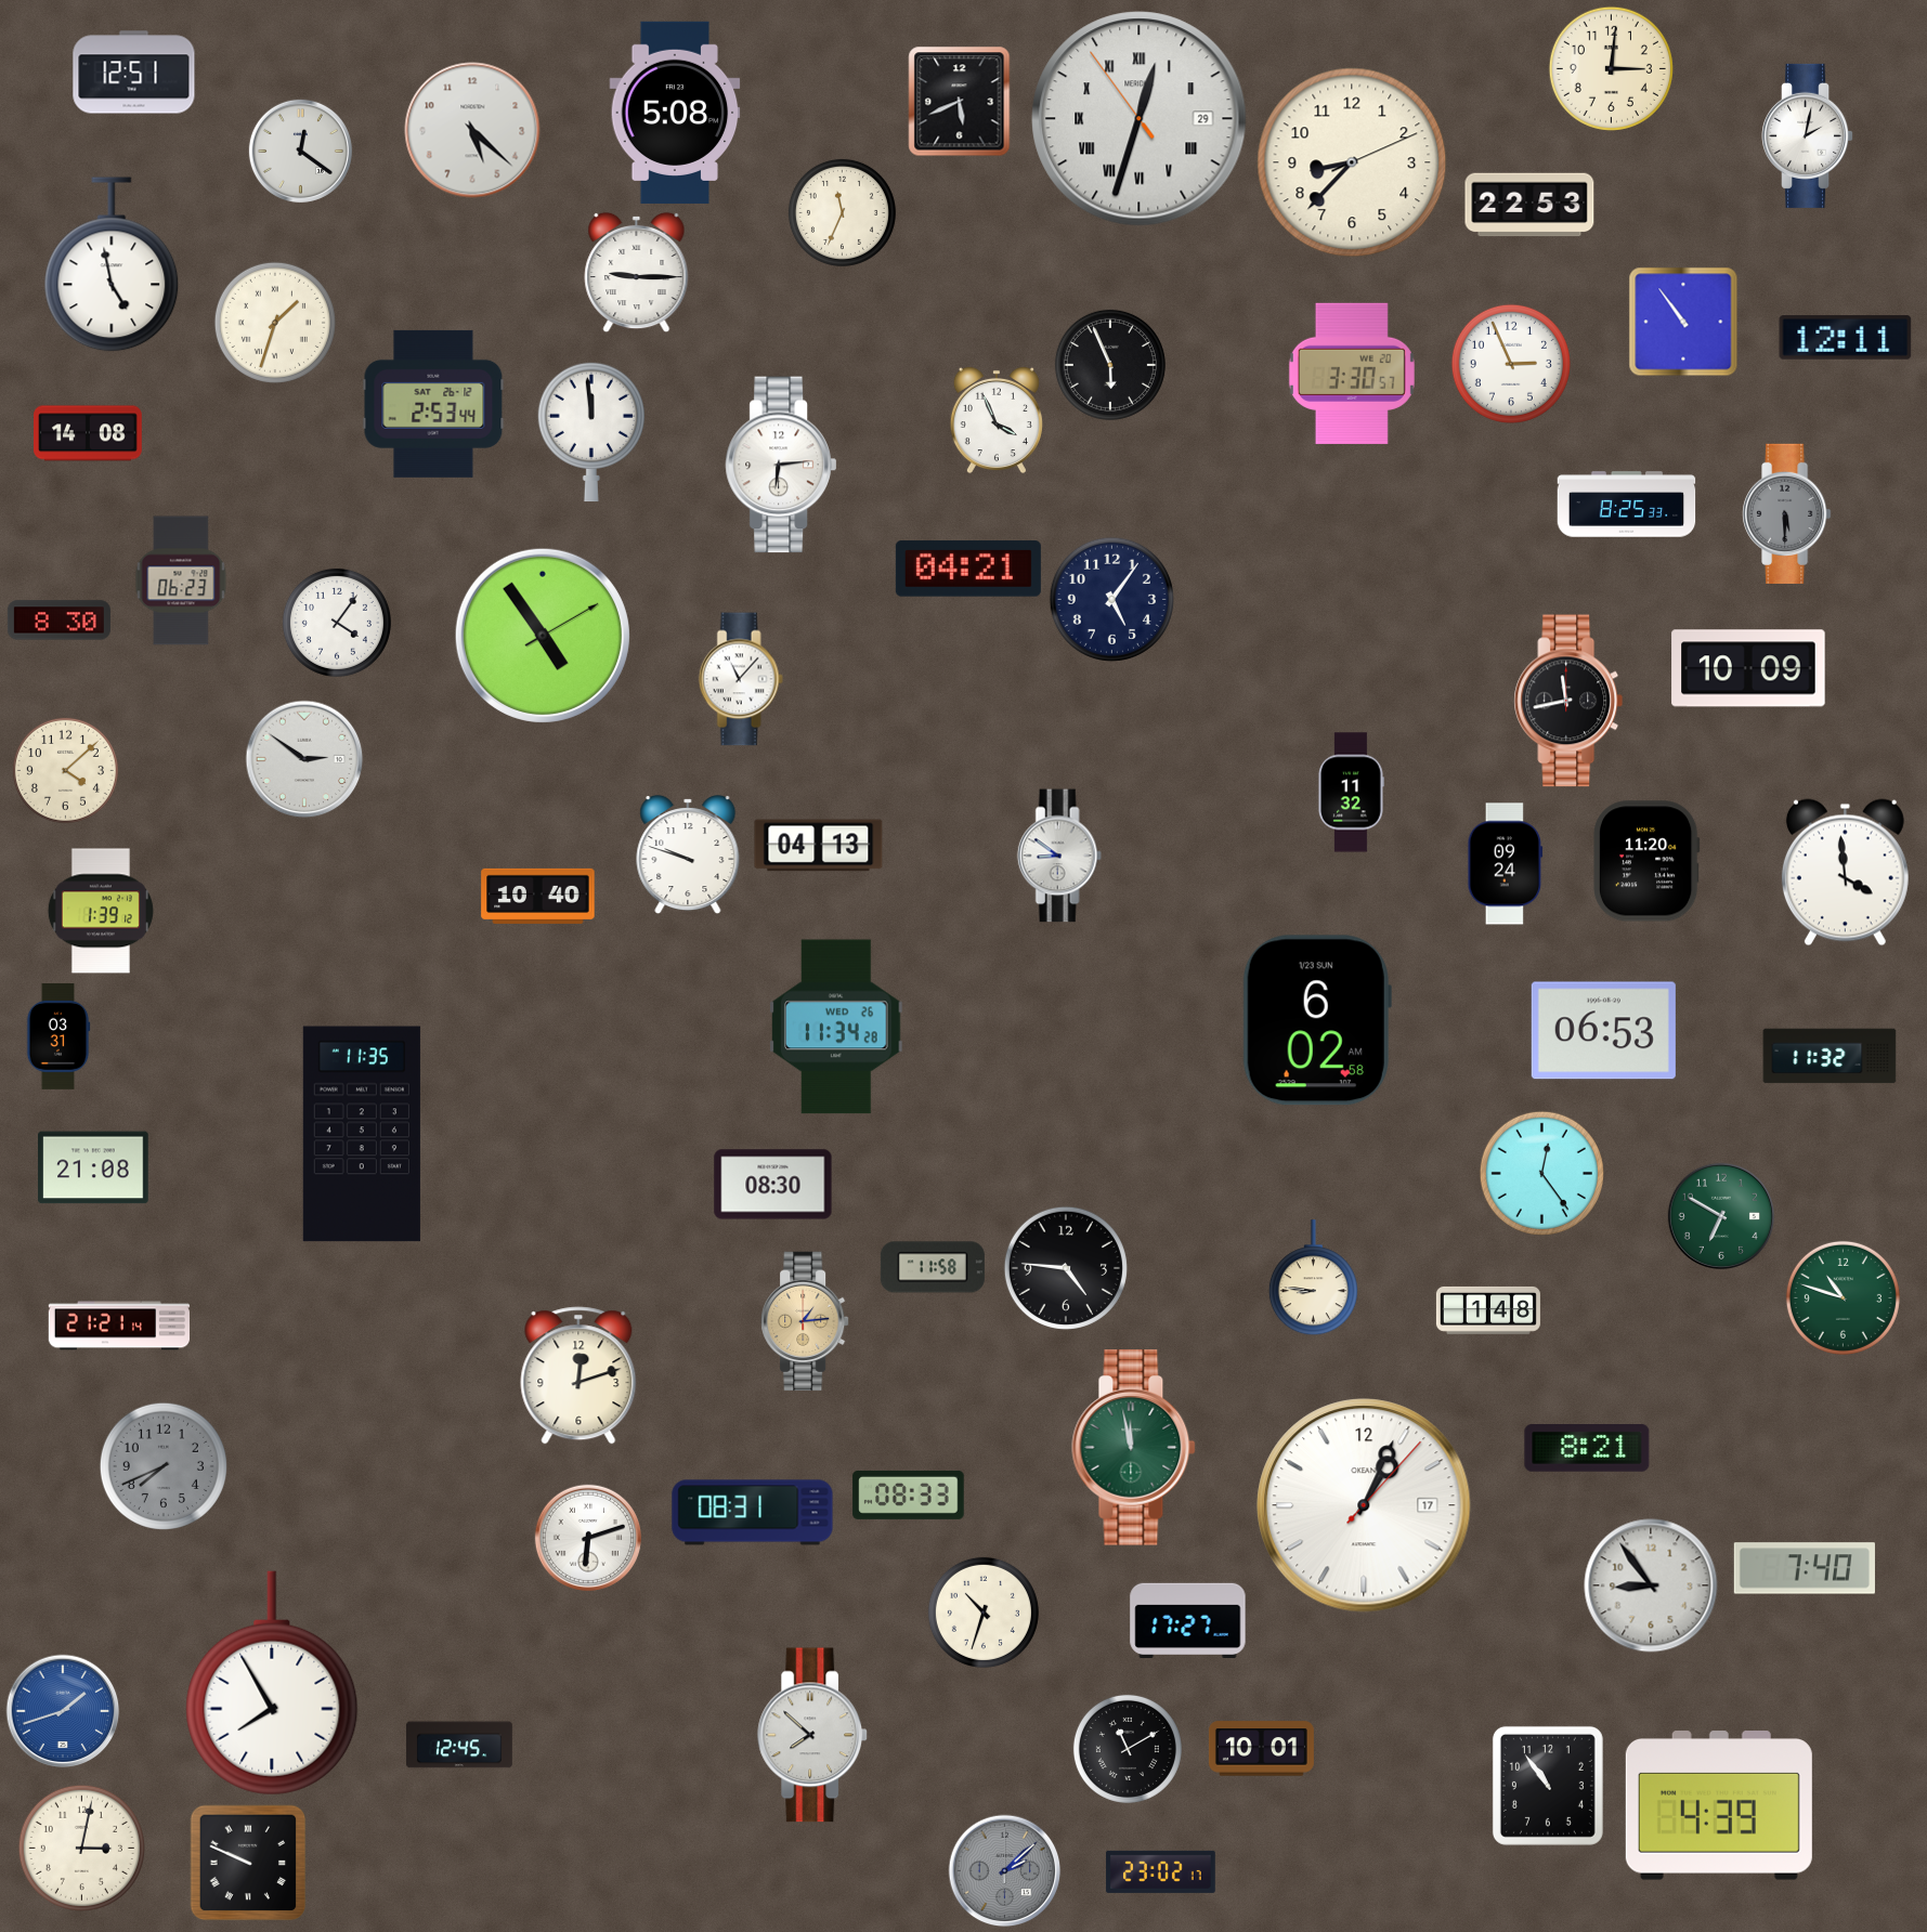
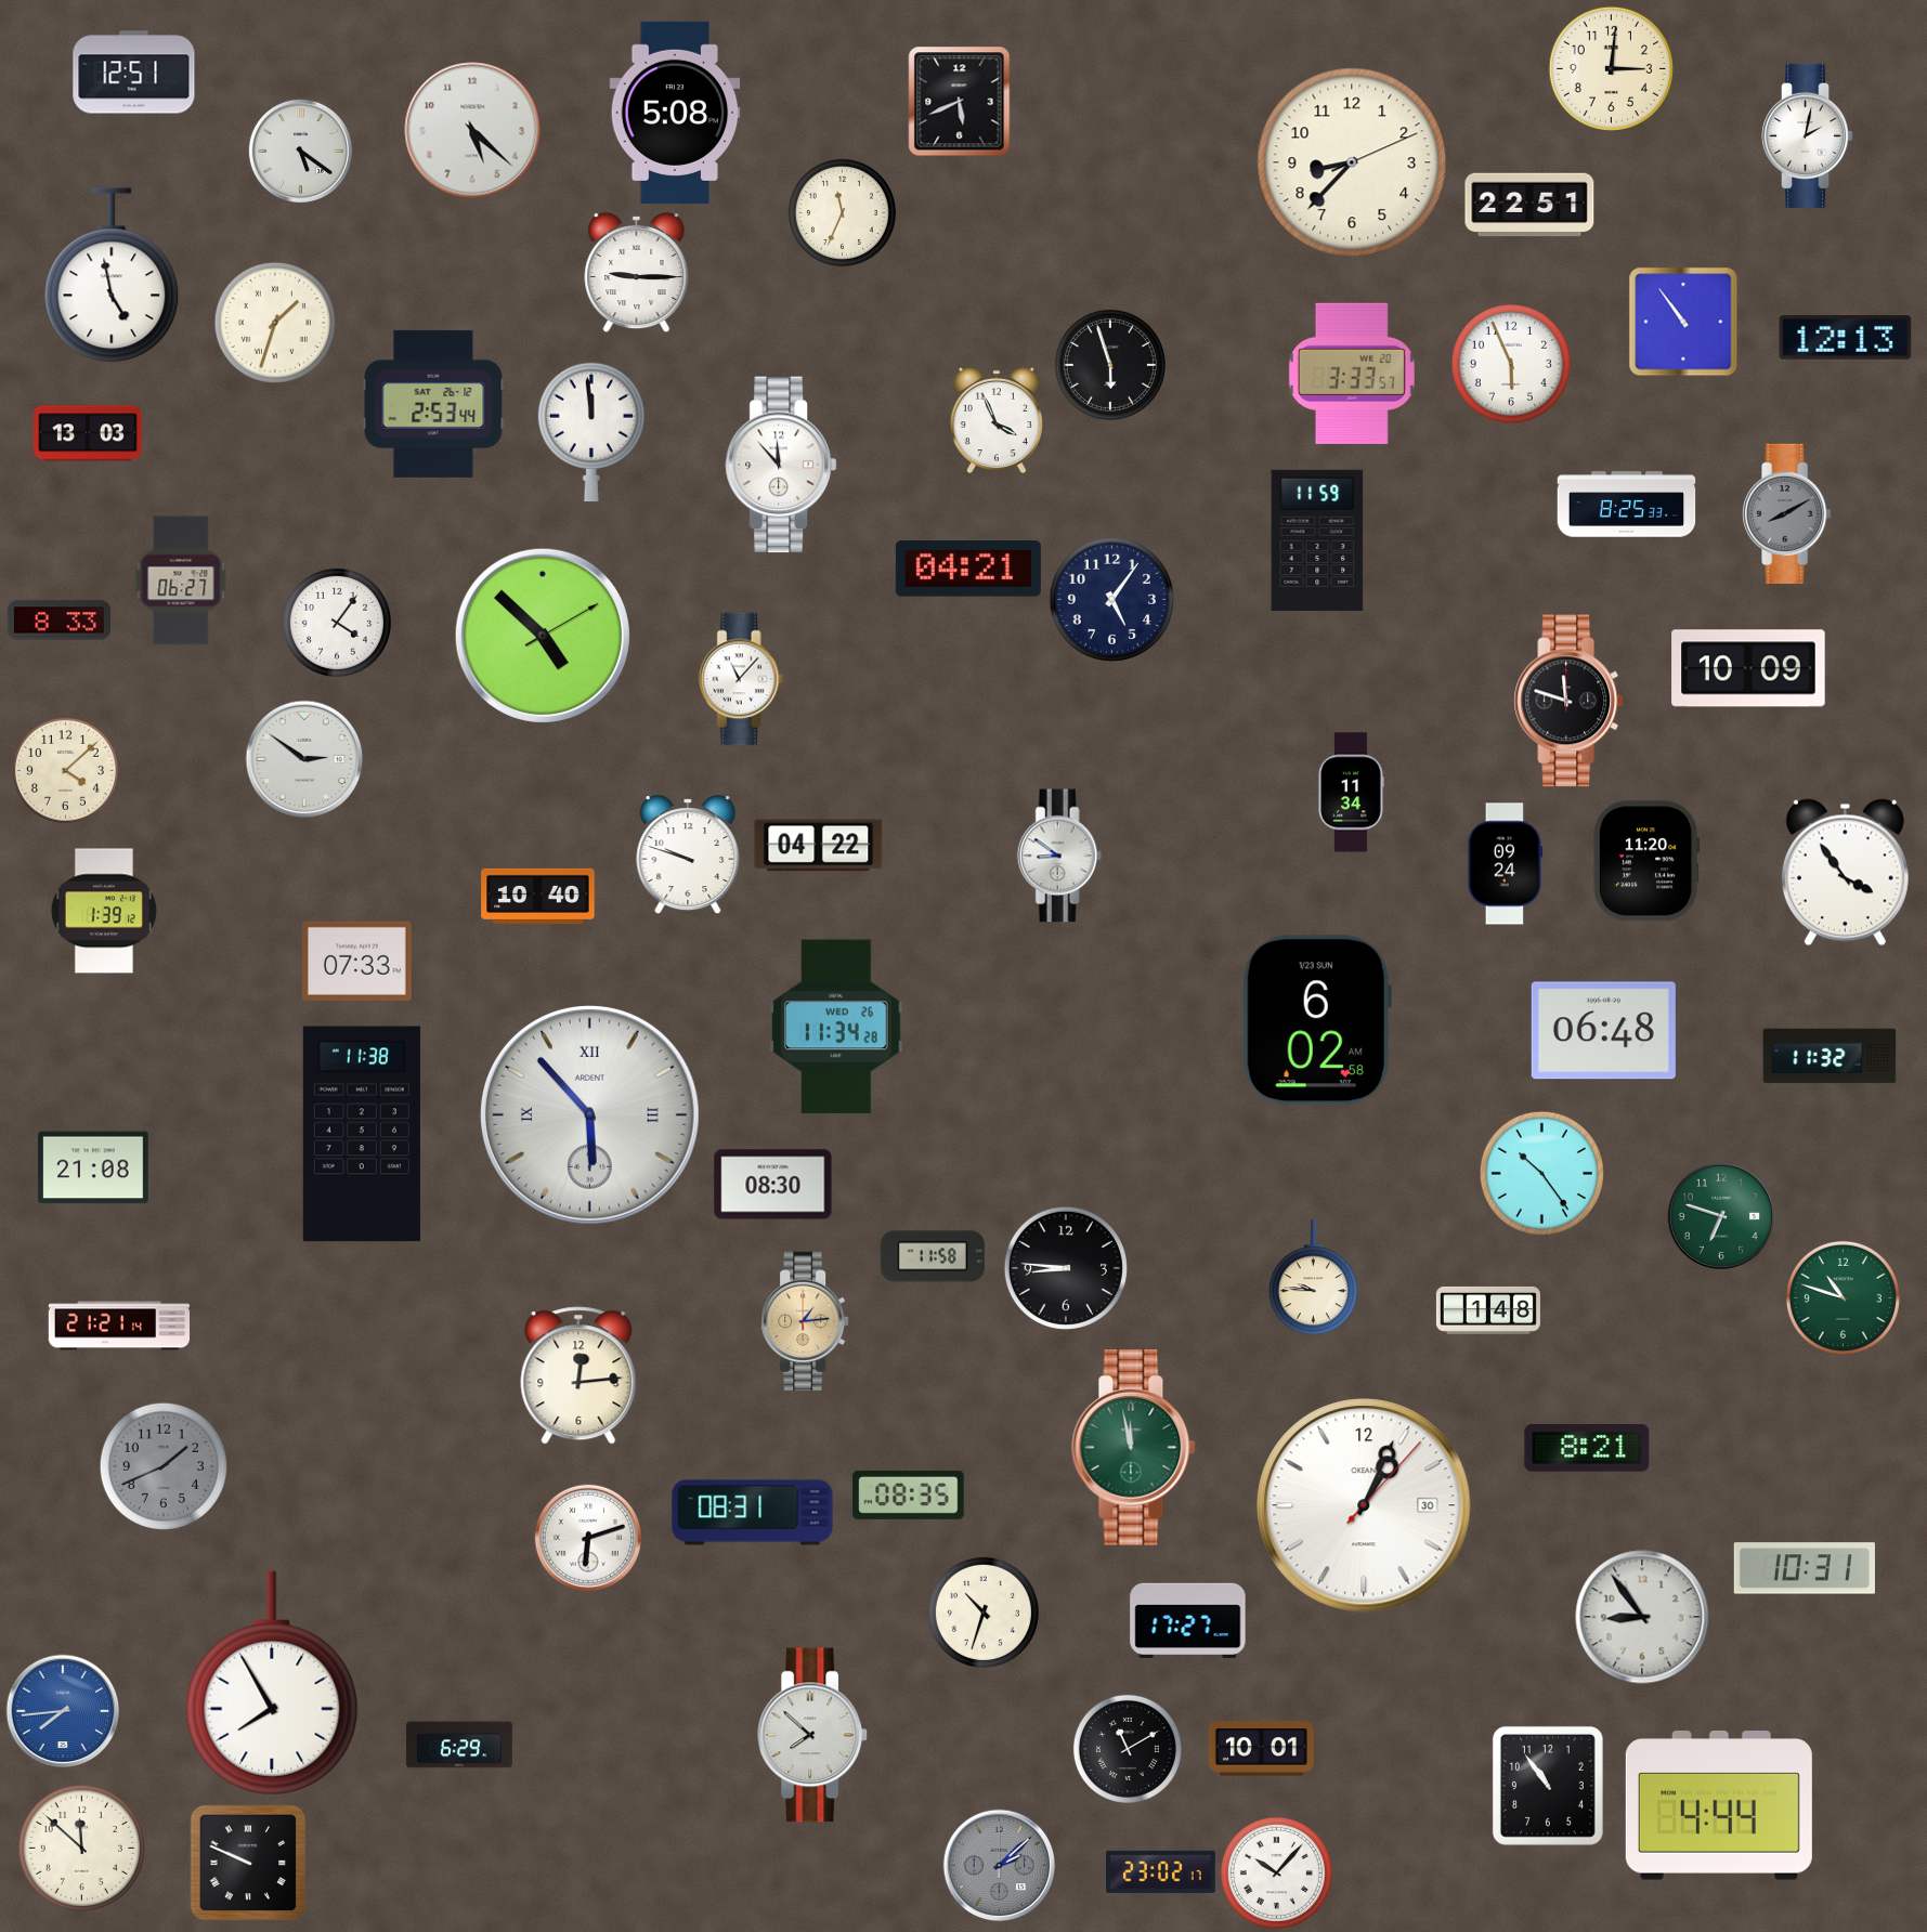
clock at (1140, 119): 12:32 -> none
clock at (300, 151): 12:21 -> 5:21
clock at (1529, 205): 22:53 -> 22:51
clock at (112, 264) position: (112, 264) -> (112, 275)
clock at (1846, 338): 12:11 -> 12:13
clock at (1511, 364): 2:56 -> 5:56
clock at (1110, 365): 5:56 -> 5:57
clock at (1352, 374): 3:30 -> 3:33
clock at (89, 433): 14:08 -> 13:03
clock at (781, 465): 6:14 -> 11:53
clock at (1787, 513): 5:30 -> 8:10
clock at (1317, 540): none -> 11:59
clock at (181, 580): 06:23 -> 06:27
clock at (58, 621): 8:30 -> 8:33
clock at (543, 636): 4:54 -> 4:52
clock at (1568, 701): 11:43 -> 11:48
clock at (1351, 793): 11:32 -> 11:34
clock at (819, 846): 04:13 -> 04:22
clock at (1845, 873): 3:59 -> 3:54
clock at (101, 911) position: (101, 911) -> (104, 911)
clock at (357, 961): none -> 07:33
clock at (1603, 1031): 06:53 -> 06:48
clock at (58, 1036): 03:31 -> none
clock at (590, 1115): none -> 5:53
clock at (362, 1134): 11:35 -> 11:38
clock at (1541, 1173): 12:24 -> 10:24
clock at (1721, 1216): 6:50 -> 6:48
clock at (933, 1267) position: (933, 1267) -> (933, 1256)
clock at (1066, 1268): 4:46 -> 8:46
clock at (1313, 1278): 8:46 -> 9:46
clock at (578, 1375): 12:12 -> 12:14
clock at (164, 1466): 7:41 -> 1:41
clock at (909, 1494): 08:33 -> 08:35
clock at (1364, 1505) date: 17 -> 30
clock at (1805, 1568): 7:40 -> 10:31
clock at (1651, 1585) position: (1651, 1585) -> (1642, 1617)
clock at (63, 1711): 1:42 -> 7:44
clock at (459, 1745): 12:45 -> 6:29
clock at (1719, 1805): 4:39 -> 4:44
clock at (81, 1848): 3:02 -> 11:52
clock at (1005, 1871) position: (1005, 1871) -> (1000, 1866)
clock at (1276, 1872): none -> 10:07
